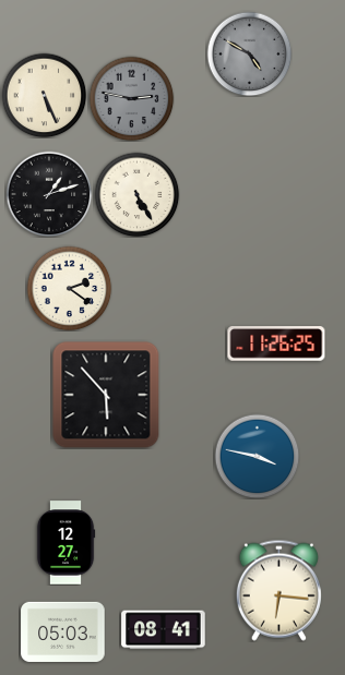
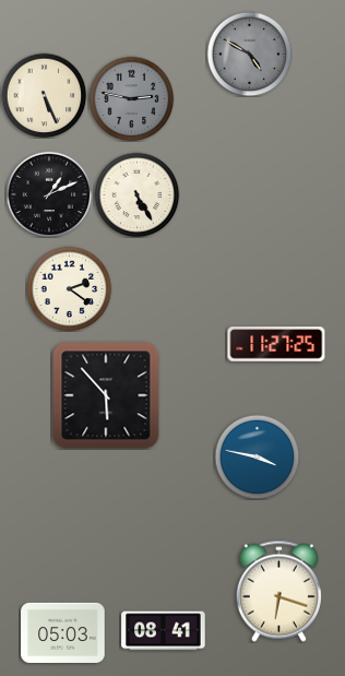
clock at (49, 194): 1:12 -> 1:11
clock at (276, 343): 11:26 -> 11:27
clock at (66, 543): 12:27 -> none
clock at (278, 590): 6:16 -> 6:18
